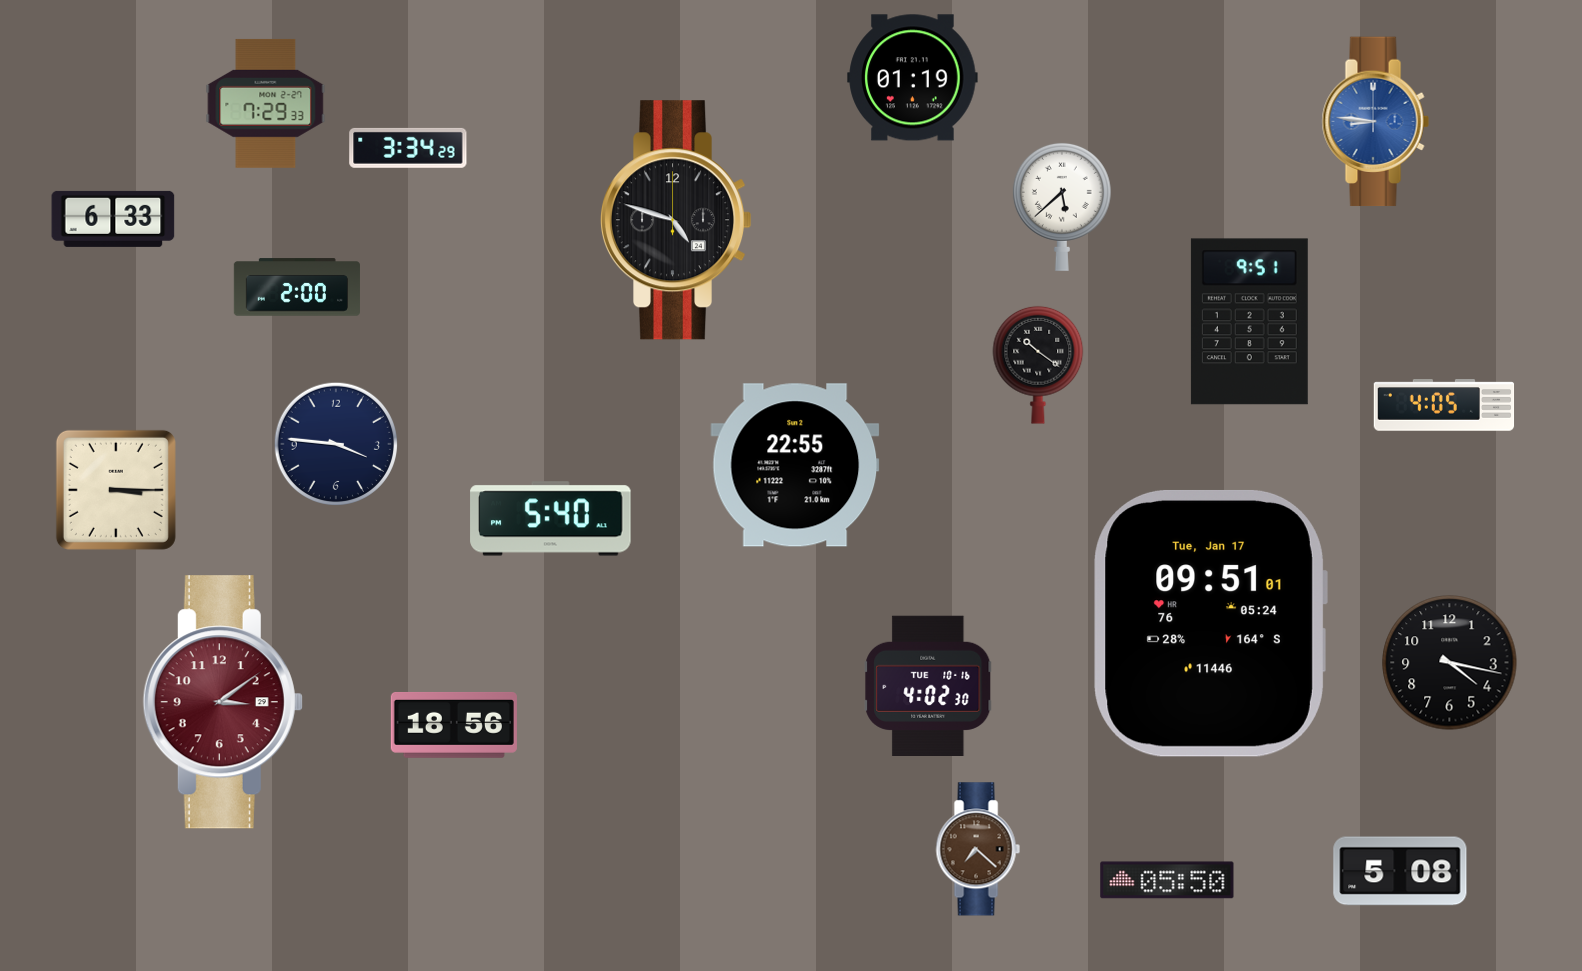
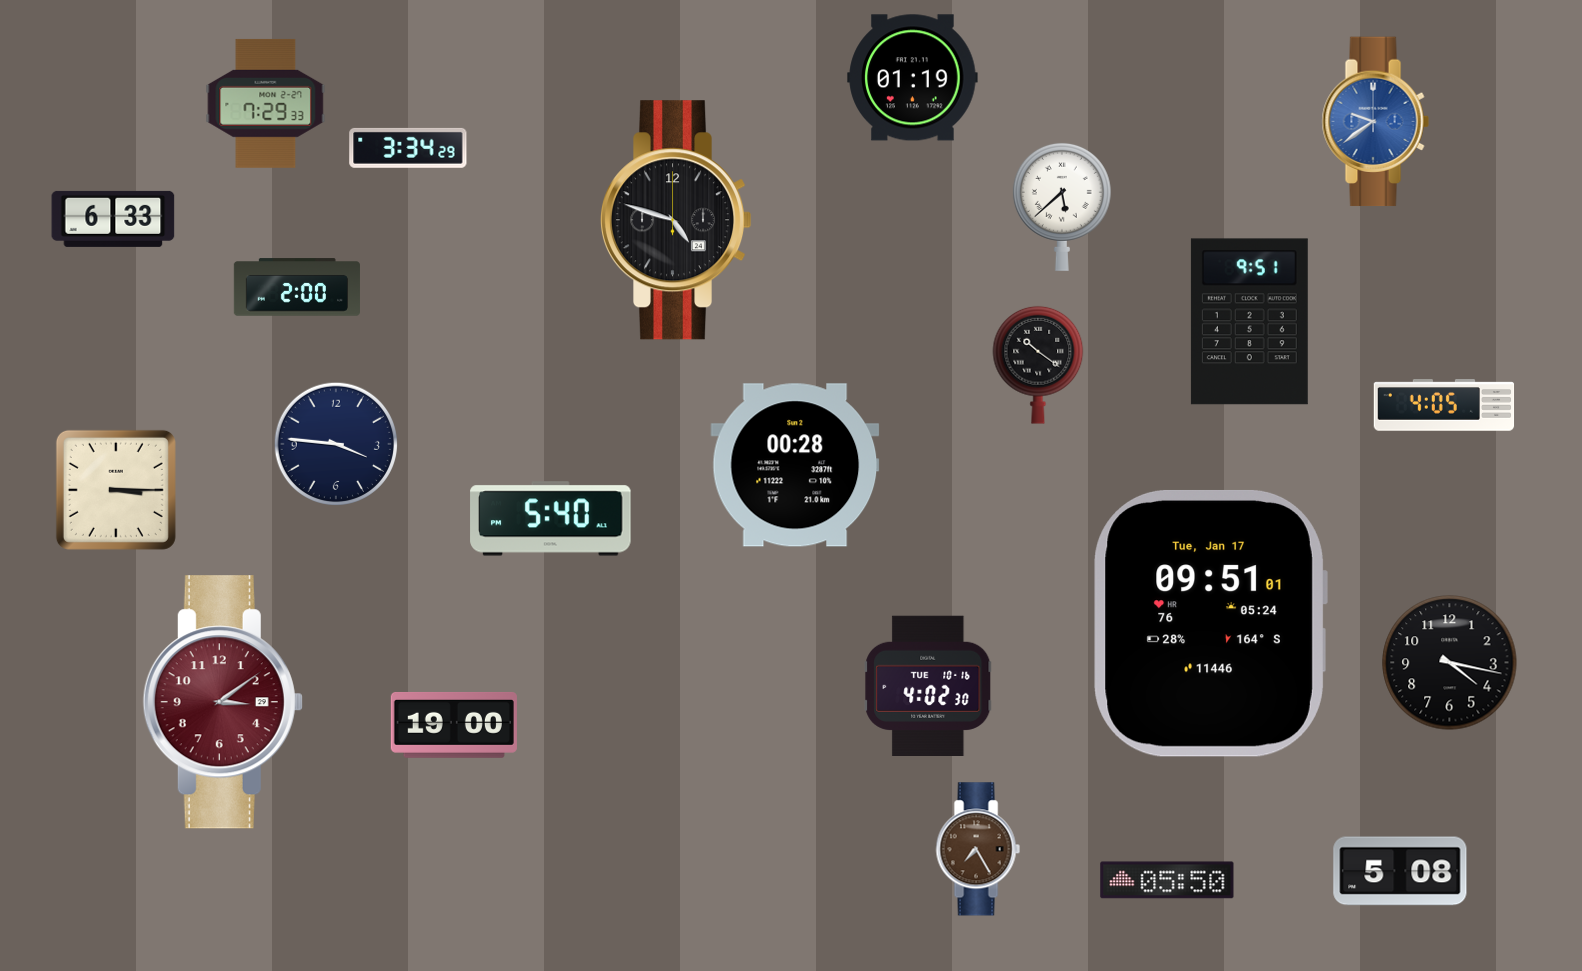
clock at (1375, 122): 8:46 -> 9:39
clock at (795, 465): 22:55 -> 00:28
clock at (454, 725): 18:56 -> 19:00
clock at (978, 849): 7:22 -> 7:25
